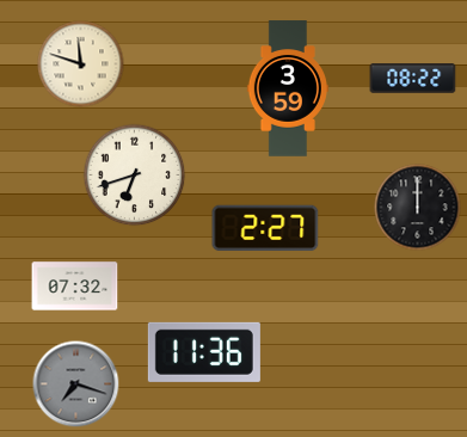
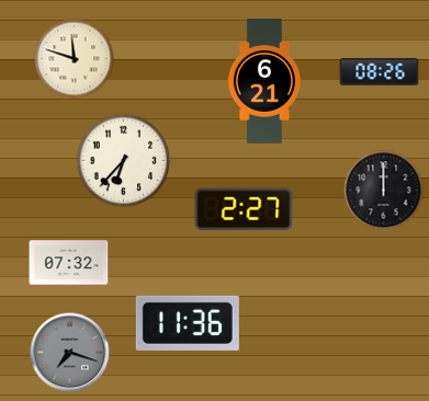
clock at (413, 79): 08:22 -> 08:26
clock at (287, 88): 3:59 -> 6:21
clock at (135, 176): 6:42 -> 6:37
